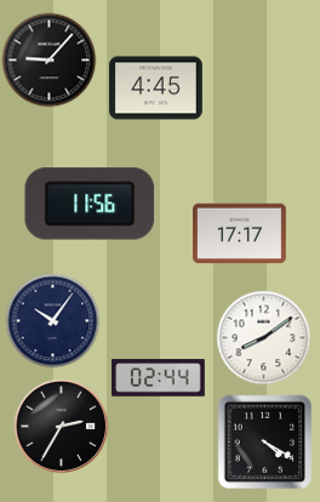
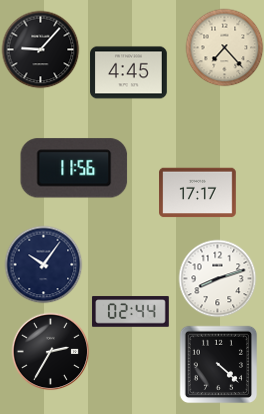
clock at (224, 47): none -> 7:23
clock at (263, 337): 8:09 -> 8:12
clock at (264, 441): 4:20 -> 4:22
